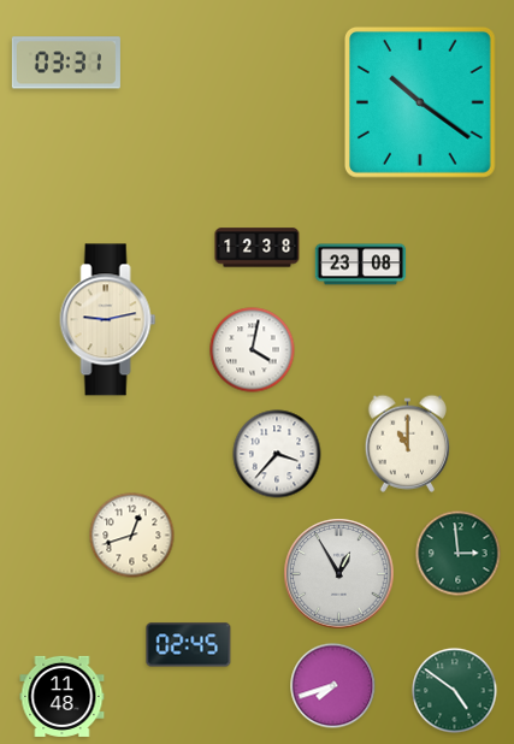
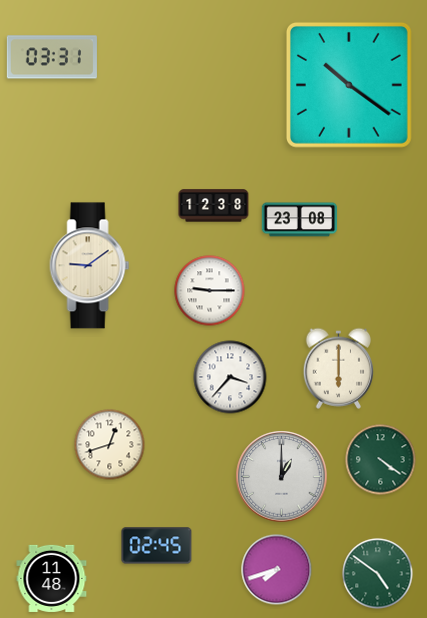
clock at (66, 63) position: (66, 63) -> (52, 57)
clock at (108, 320): 9:13 -> 9:09
clock at (253, 350): 4:02 -> 9:15
clock at (408, 443): 11:00 -> 6:00
clock at (459, 554): 2:59 -> 4:21
clock at (339, 574): 12:55 -> 1:00
clock at (189, 645) position: (189, 645) -> (157, 546)
